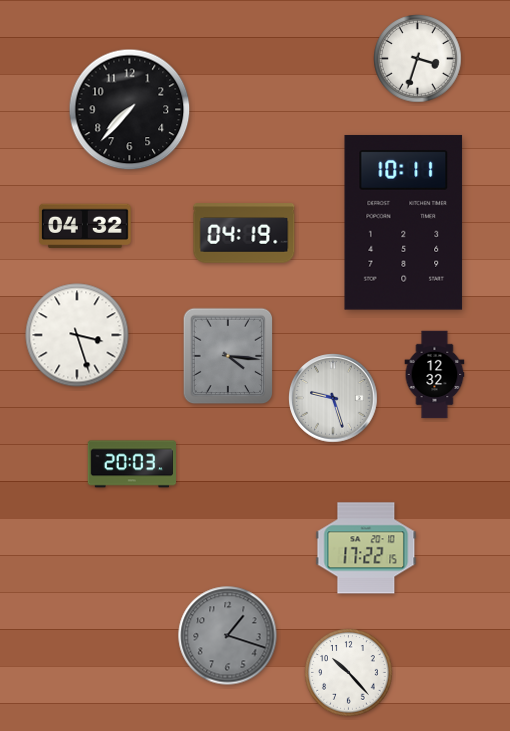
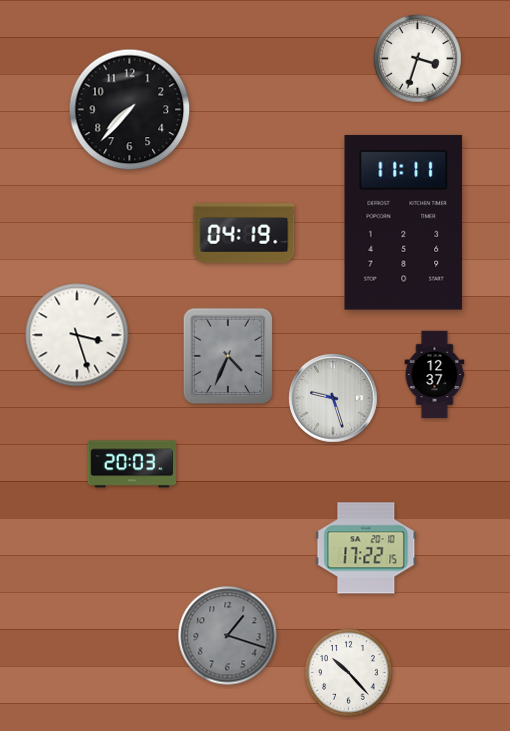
clock at (404, 222): 10:11 -> 11:11
clock at (85, 226): 04:32 -> none
clock at (228, 356): 4:16 -> 4:34
clock at (435, 375): 12:32 -> 12:37
